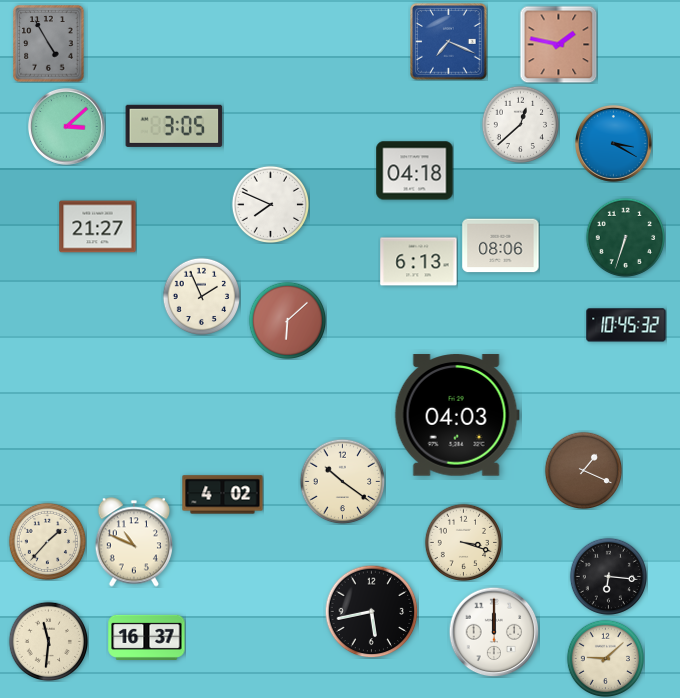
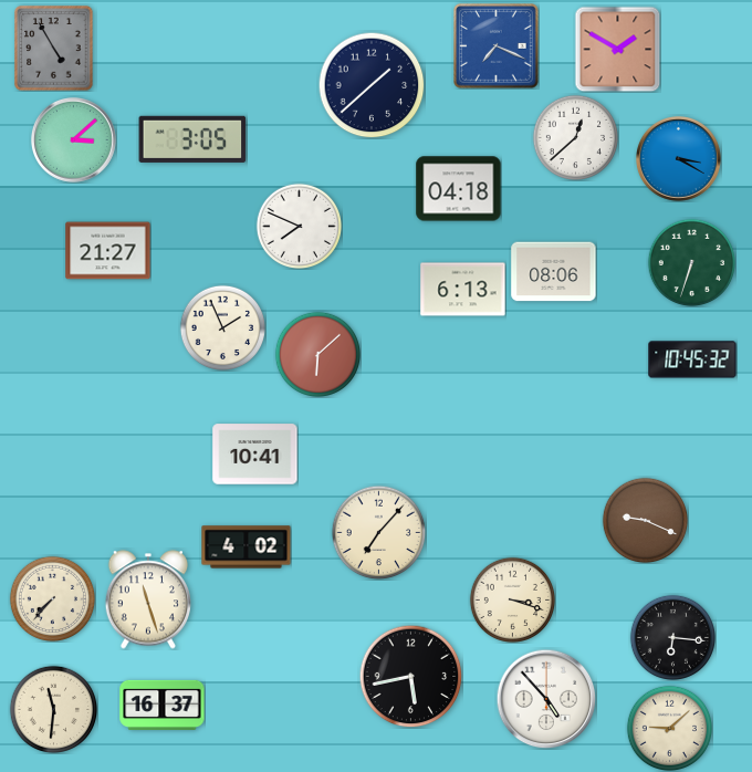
clock at (558, 44): 1:47 -> 1:50
clock at (372, 85): none -> 1:38
clock at (255, 455): none -> 10:41
clock at (457, 415): 04:03 -> none
clock at (583, 470): 1:19 -> 9:19
clock at (342, 481): 10:21 -> 7:07
clock at (47, 541): 1:37 -> 7:37
clock at (133, 542): 10:49 -> 11:27
clock at (494, 632): 12:00 -> 4:53
